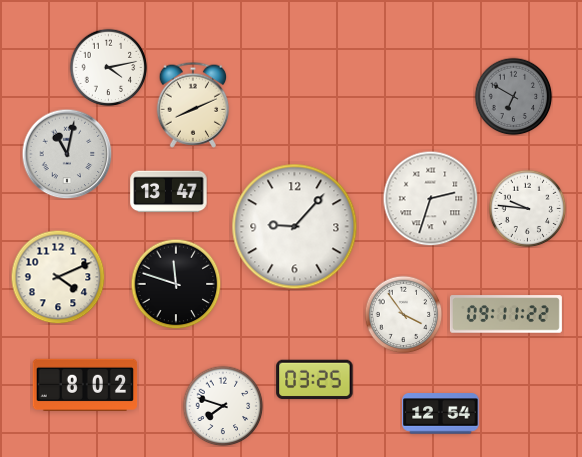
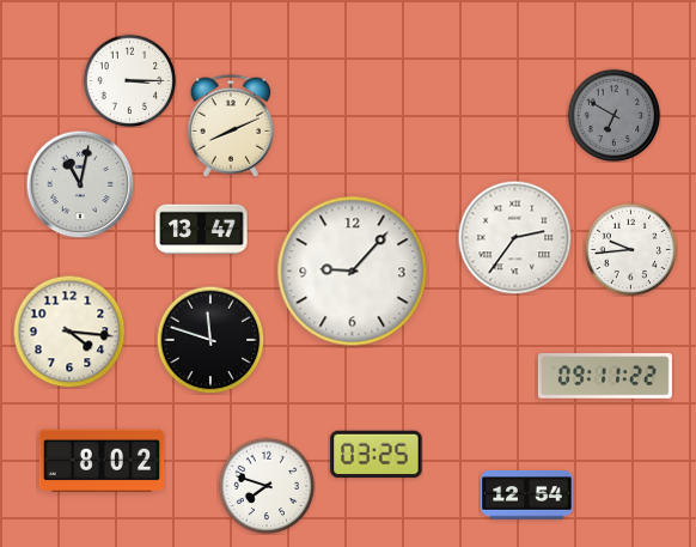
clock at (108, 67): 4:13 -> 3:15
clock at (430, 198): 2:33 -> 2:36
clock at (527, 208): 9:46 -> 9:44
clock at (58, 277): 4:11 -> 4:16
clock at (403, 314): 3:54 -> none
